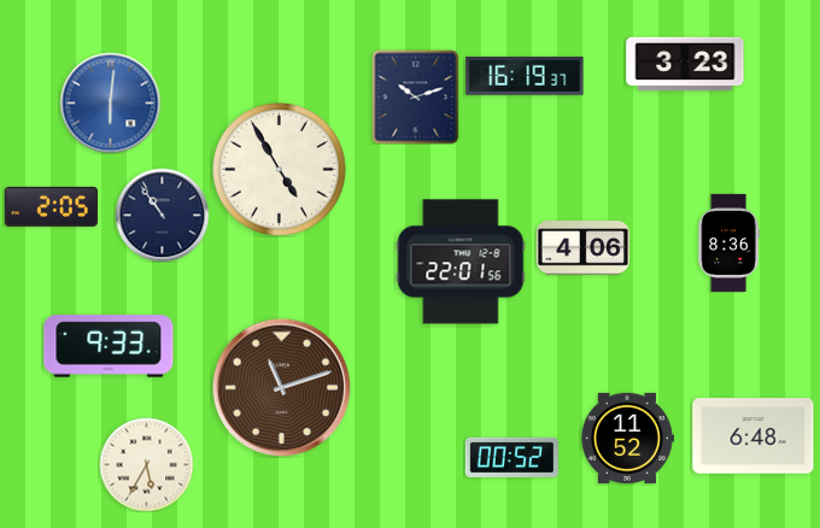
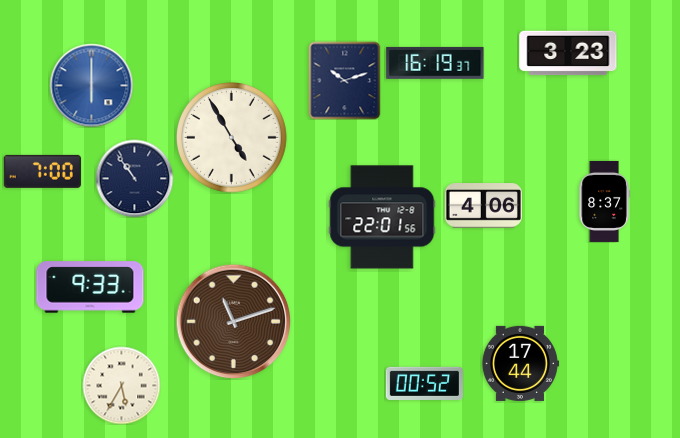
clock at (110, 102): 6:01 -> 6:00
clock at (280, 170) position: (280, 170) -> (232, 138)
clock at (51, 206): 2:05 -> 7:00
clock at (728, 242): 8:36 -> 8:37
clock at (754, 436): 6:48 -> none
clock at (627, 438): 11:52 -> 17:44
clock at (511, 457) position: (511, 457) -> (424, 383)
